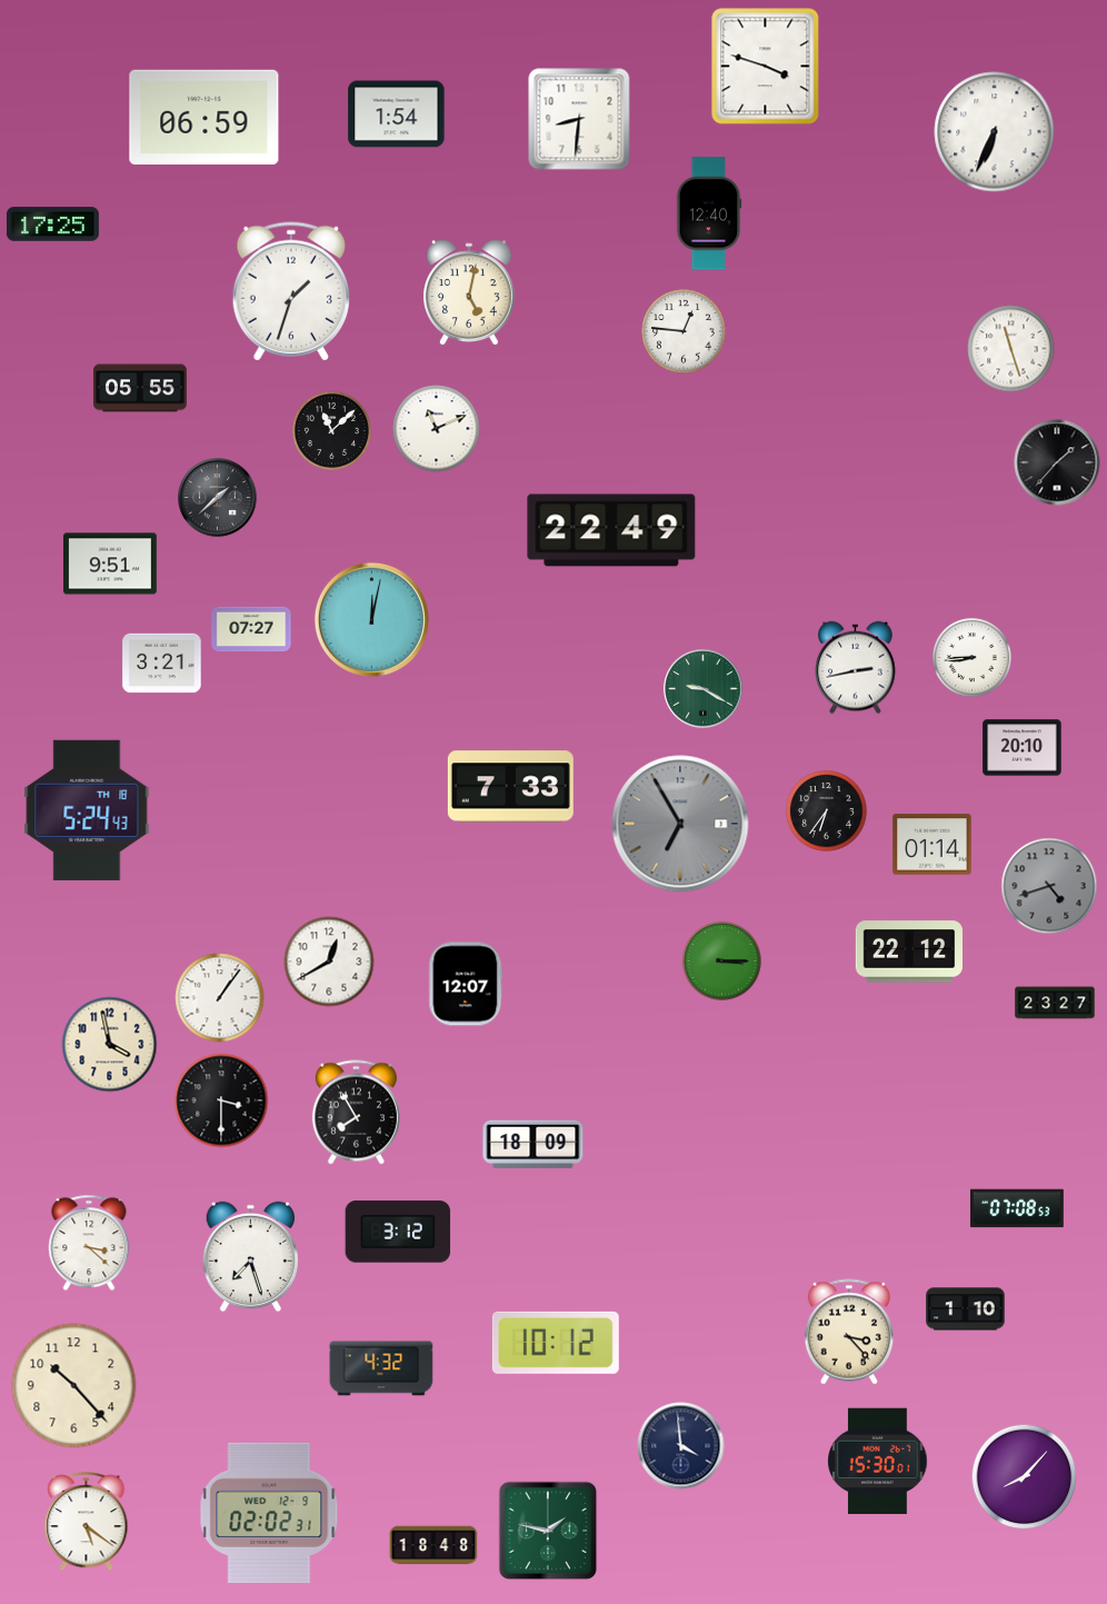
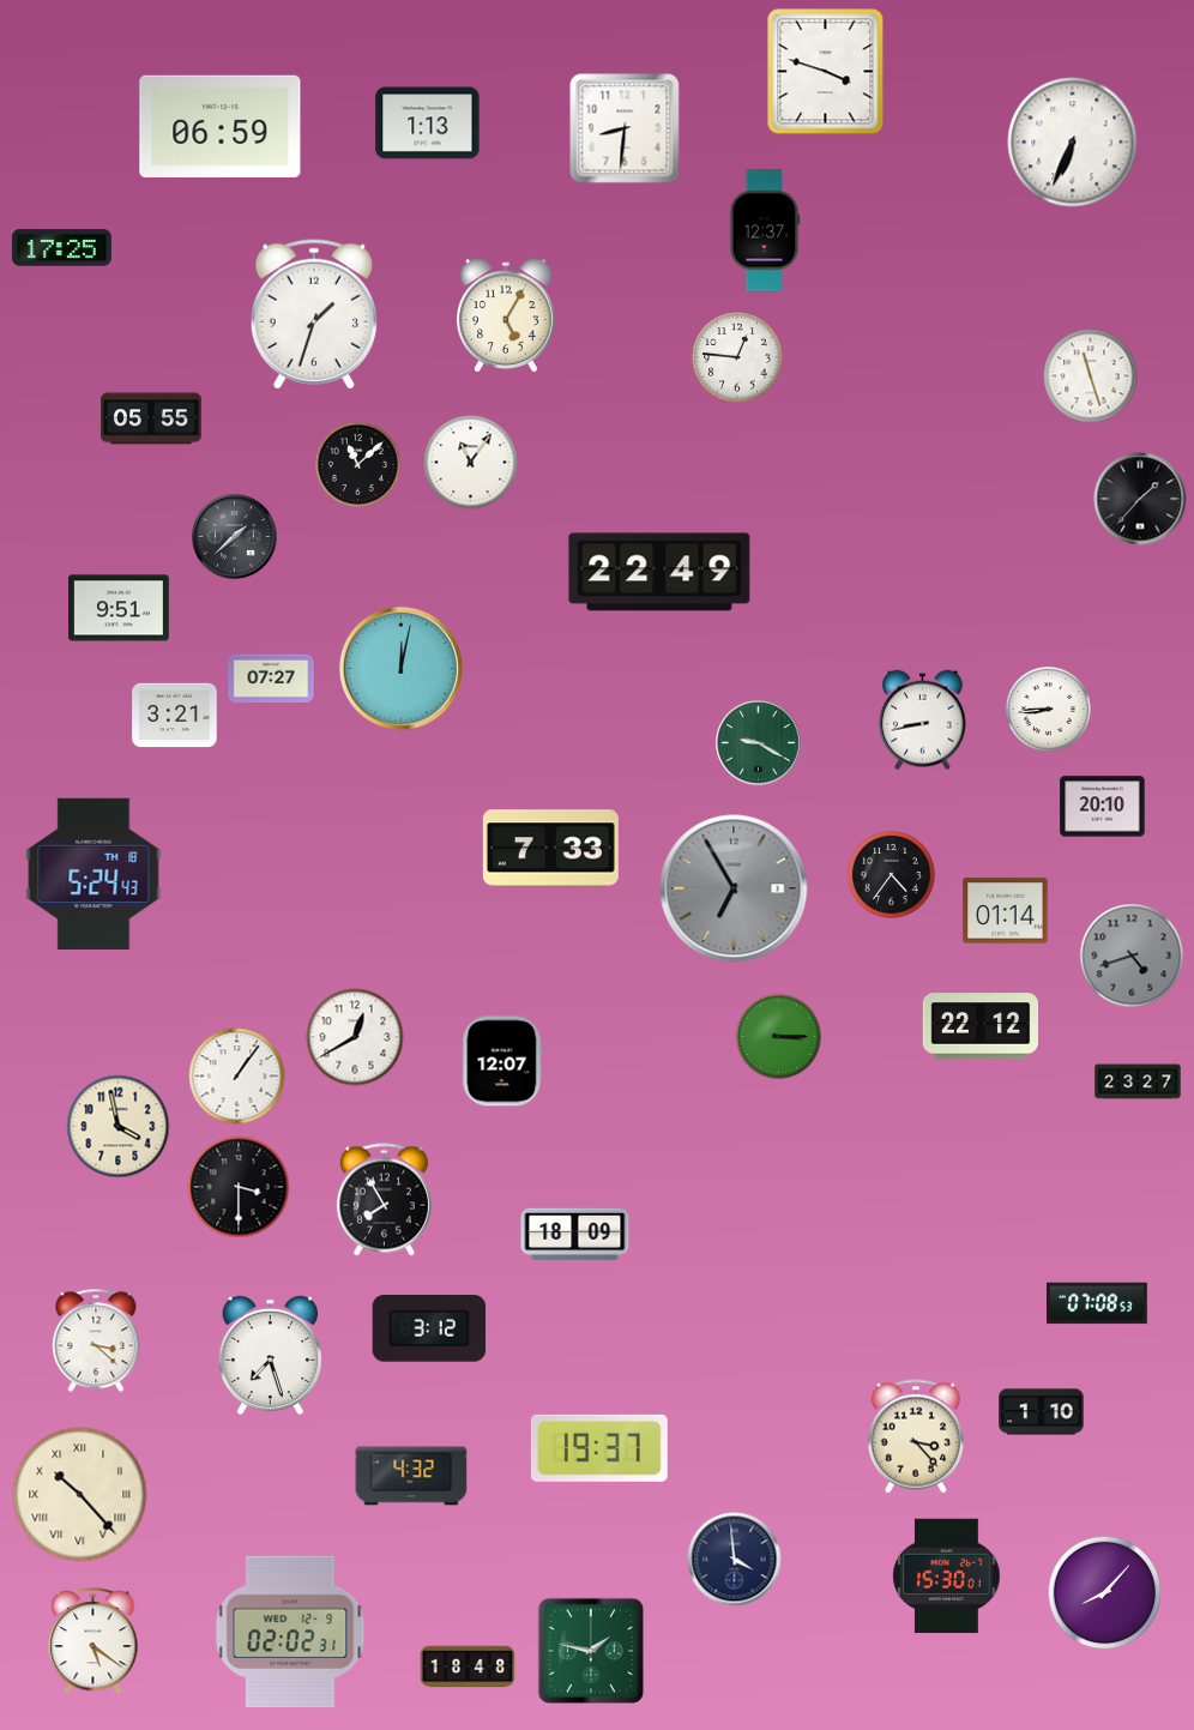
clock at (397, 114): 1:54 -> 1:13
clock at (709, 213): 12:40 -> 12:37
clock at (52, 225) position: (52, 225) -> (61, 248)
clock at (470, 292): 5:02 -> 5:05
clock at (437, 429): 11:11 -> 11:06
clock at (856, 668): 2:43 -> 8:43
clock at (827, 811): 6:36 -> 4:36
clock at (556, 1343): 10:12 -> 19:37
clock at (74, 1386) numerals: Arabic -> Roman
